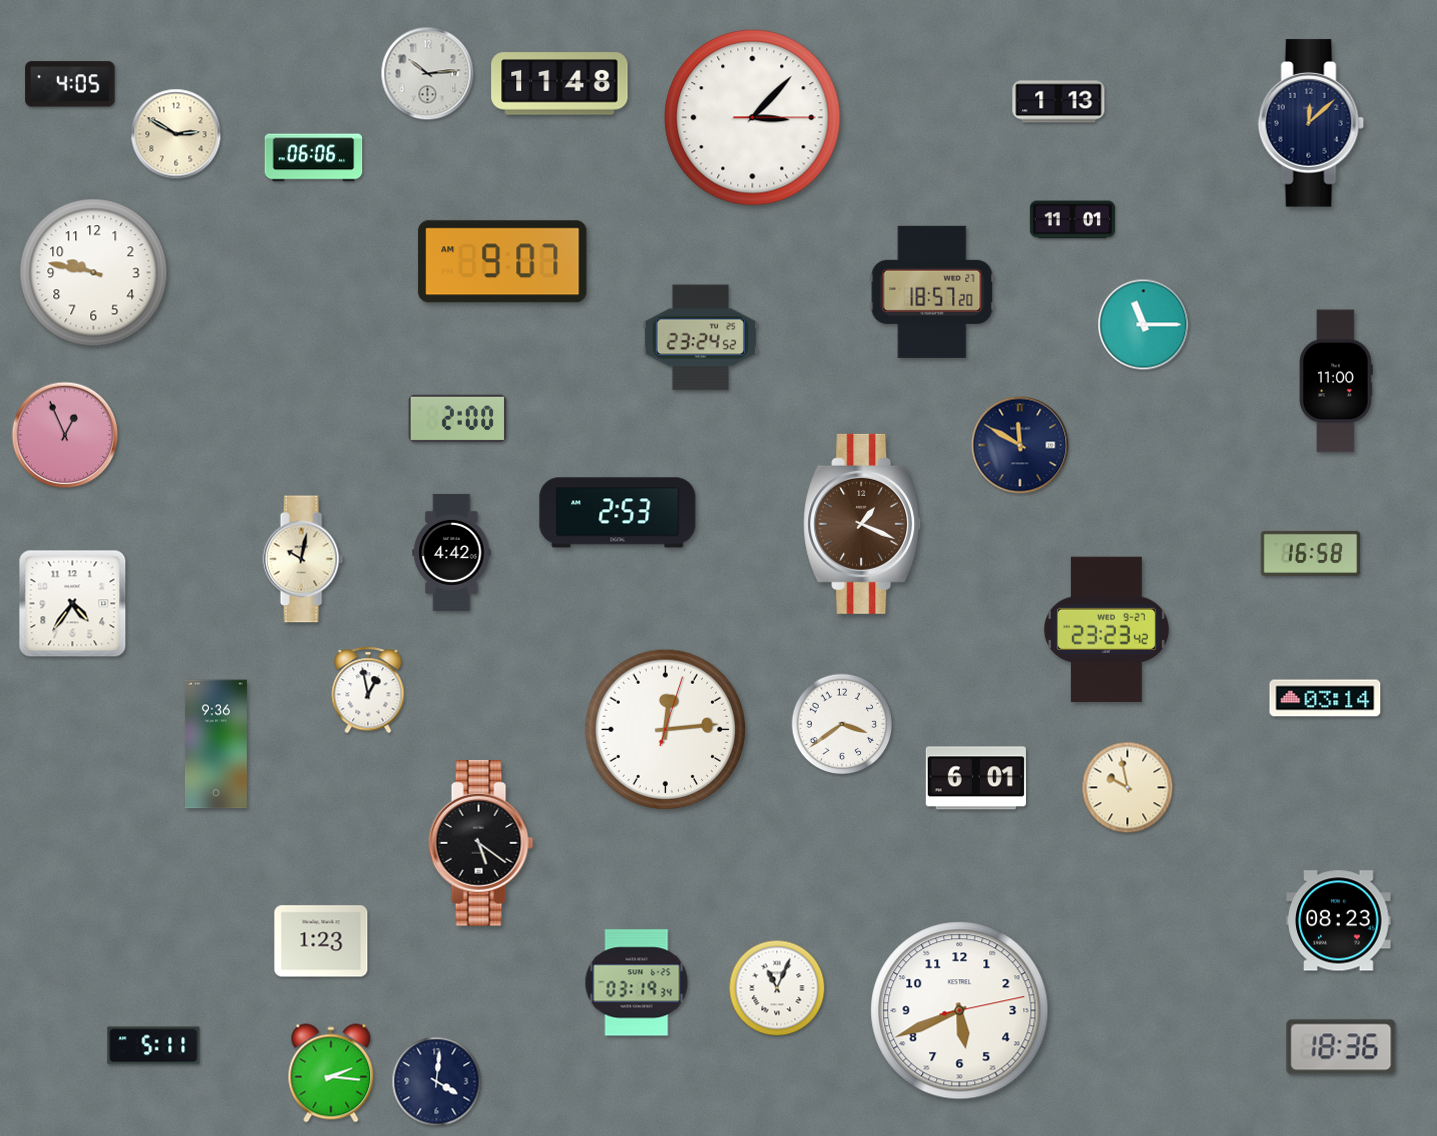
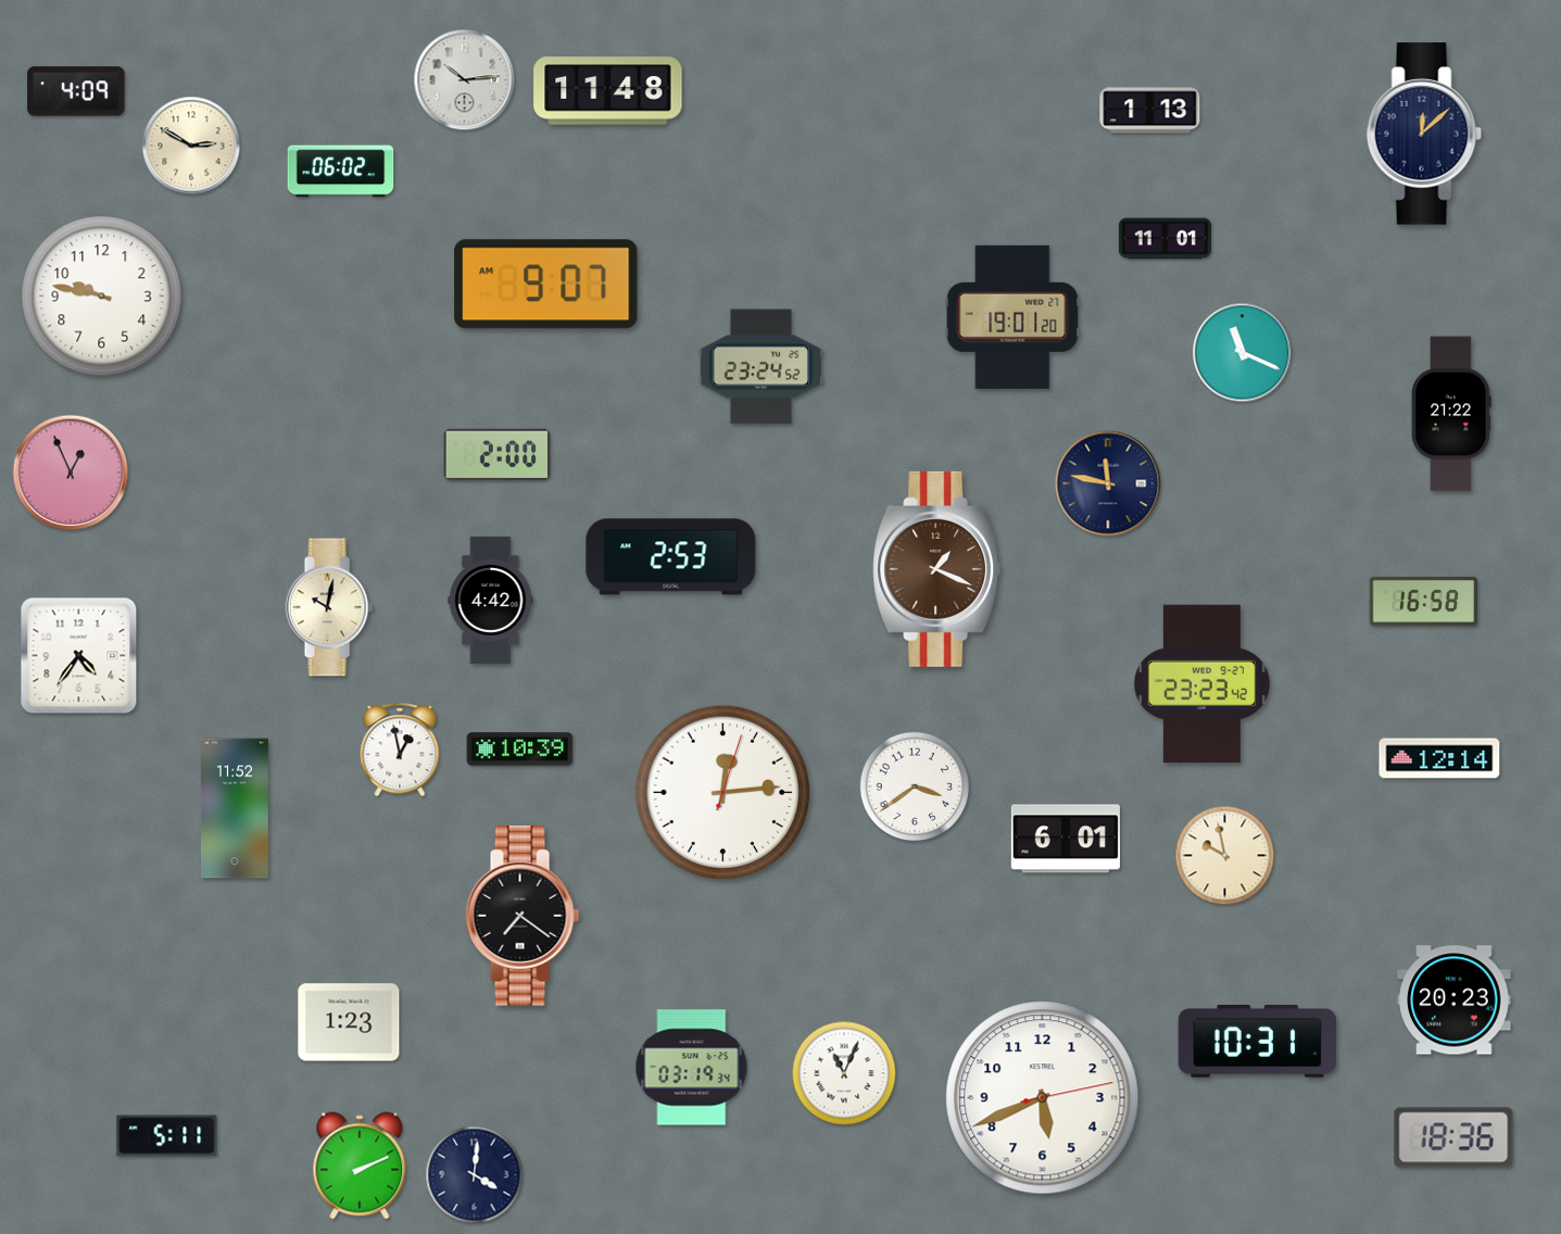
clock at (70, 84): 4:05 -> 4:09
clock at (753, 118): 3:07 -> none
clock at (314, 158): 06:06 -> 06:02
clock at (932, 292): 18:57 -> 19:01
clock at (1144, 325): 11:15 -> 11:19
clock at (1336, 381): 11:00 -> 21:22
clock at (1020, 445): 11:50 -> 11:47
clock at (520, 750): none -> 10:39
clock at (1325, 698): 03:14 -> 12:14
clock at (216, 744): 9:36 -> 11:52
clock at (976, 778) position: (976, 778) -> (1066, 839)
clock at (481, 843): 5:21 -> 7:21
clock at (1339, 921): 08:23 -> 20:23
clock at (1258, 1042): none -> 10:31
clock at (1341, 1047) position: (1341, 1047) -> (1453, 1137)
clock at (331, 1073): 2:16 -> 2:11
